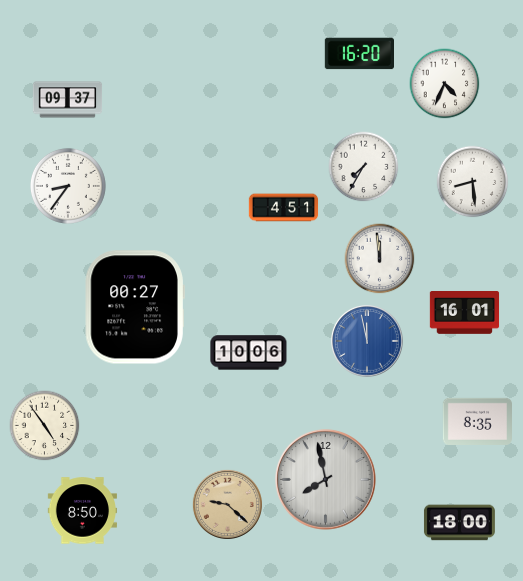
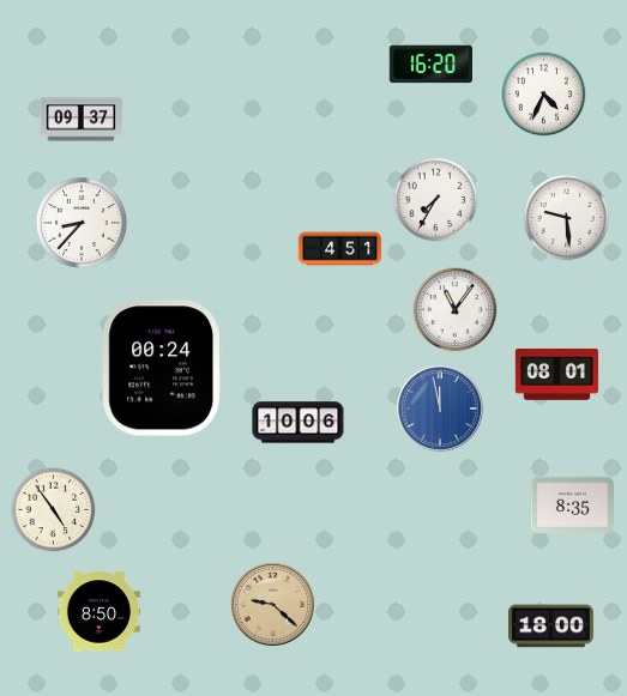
clock at (445, 84) position: (445, 84) -> (544, 95)
clock at (473, 182): 8:29 -> 9:29
clock at (68, 186): 8:36 -> 8:37
clock at (380, 259): 11:59 -> 11:06
clock at (135, 307): 00:27 -> 00:24
clock at (465, 313): 16:01 -> 08:01
clock at (325, 479): 7:58 -> none
